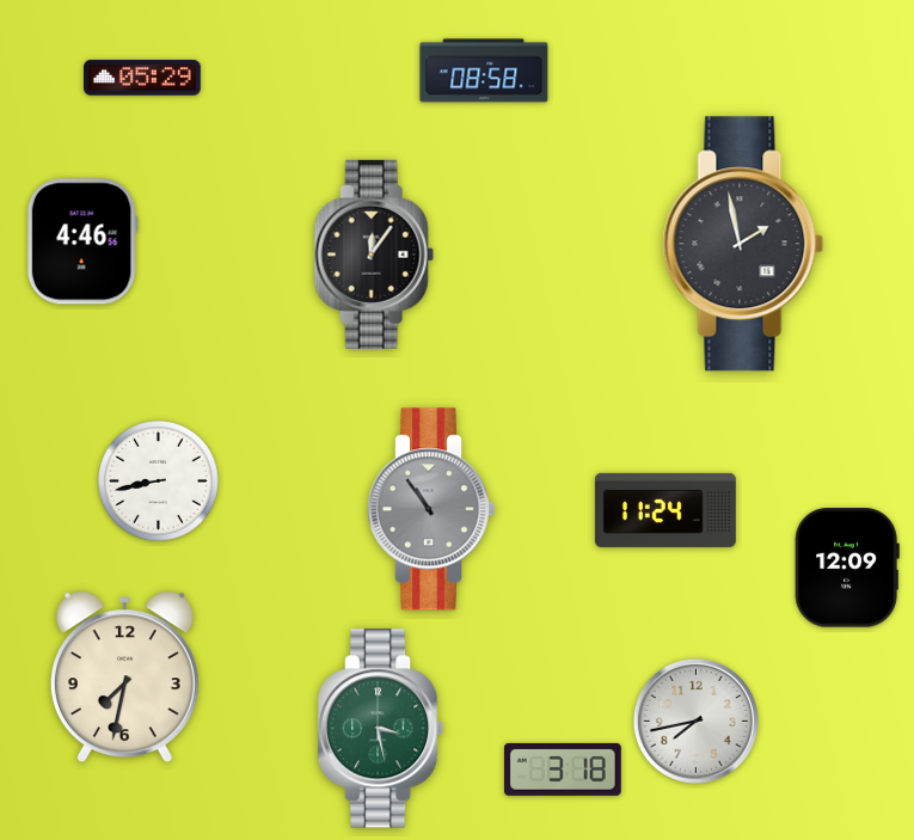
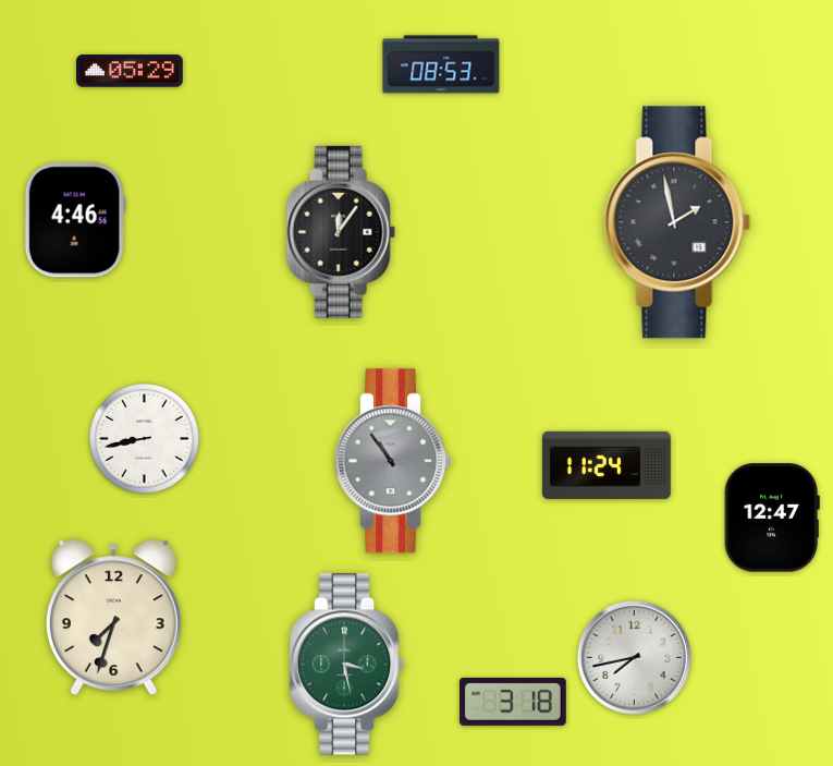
clock at (484, 70): 08:58 -> 08:53
clock at (433, 509) position: (433, 509) -> (394, 461)
clock at (847, 568): 12:09 -> 12:47
clock at (124, 677): 7:32 -> 7:33
